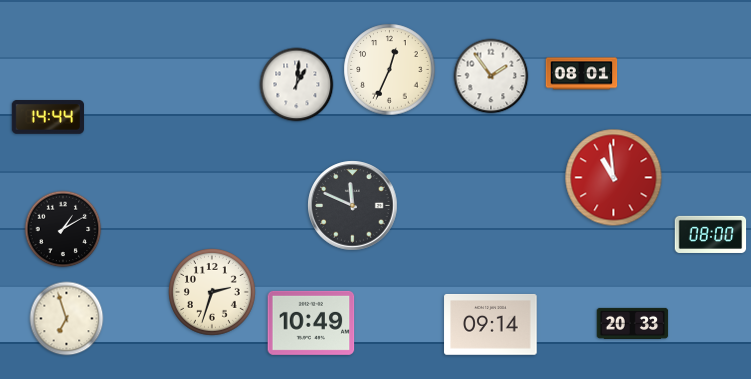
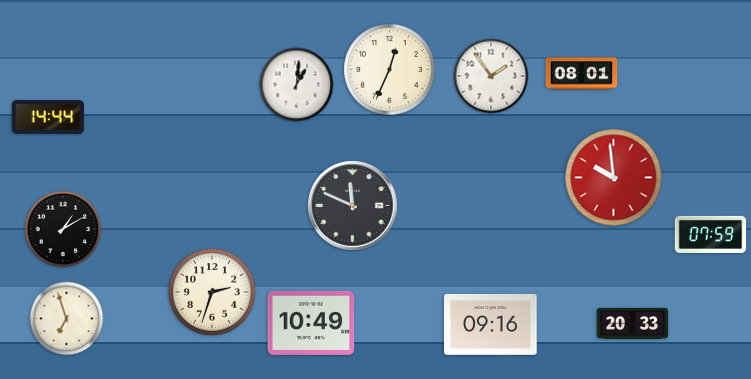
clock at (614, 178): 10:59 -> 9:59
clock at (711, 234): 08:00 -> 07:59
clock at (491, 324): 09:14 -> 09:16
